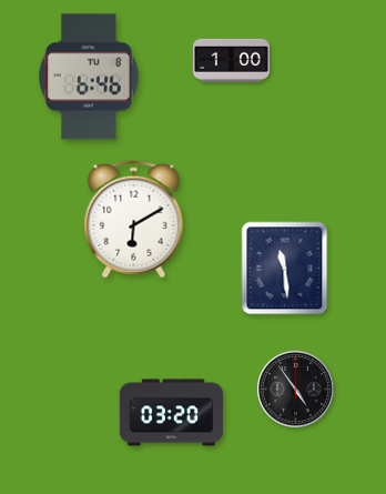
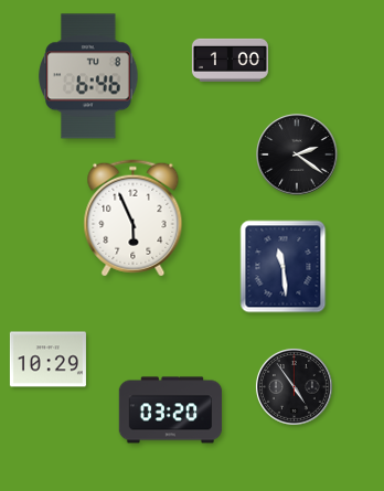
clock at (297, 154): none -> 2:21
clock at (134, 220): 6:10 -> 5:56
clock at (47, 360): none -> 10:29
